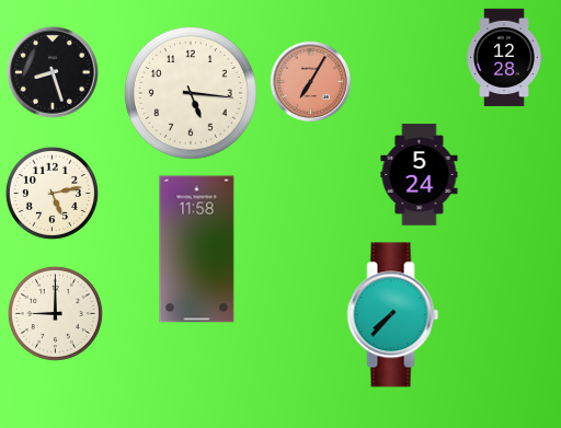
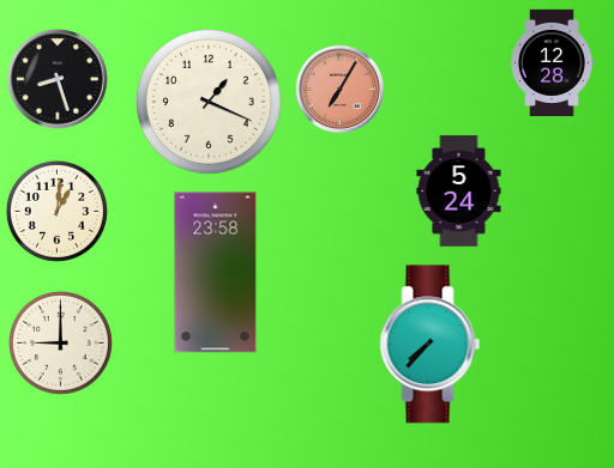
clock at (191, 93): 5:16 -> 1:19
clock at (51, 193): 5:13 -> 1:01
clock at (197, 250): 11:58 -> 23:58
